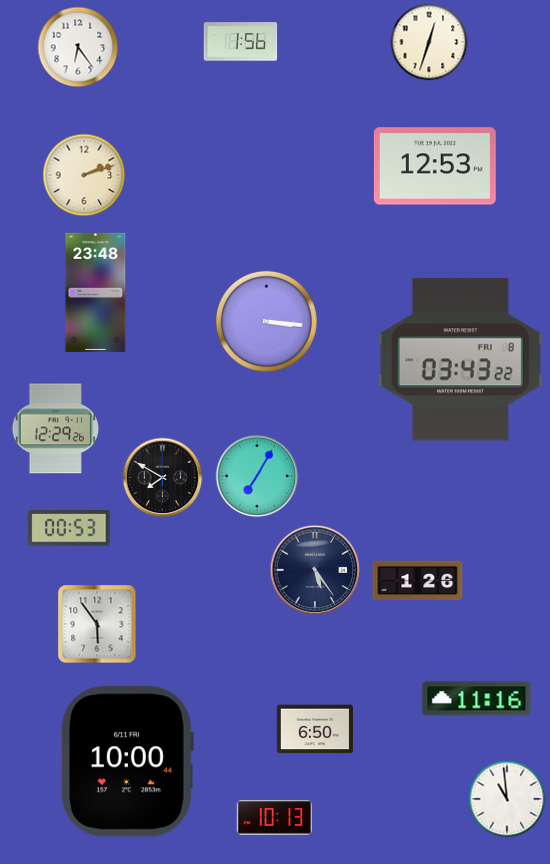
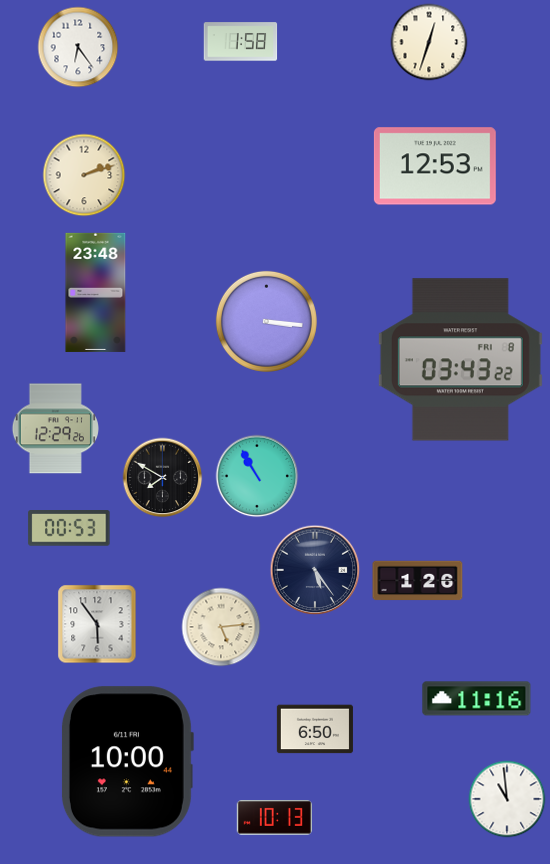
clock at (241, 42): 1:56 -> 1:58
clock at (257, 476): 7:05 -> 10:55
clock at (221, 627): none -> 5:14
